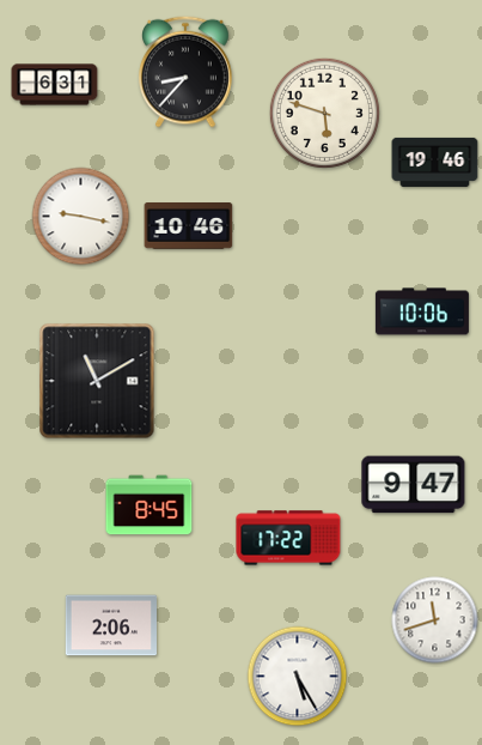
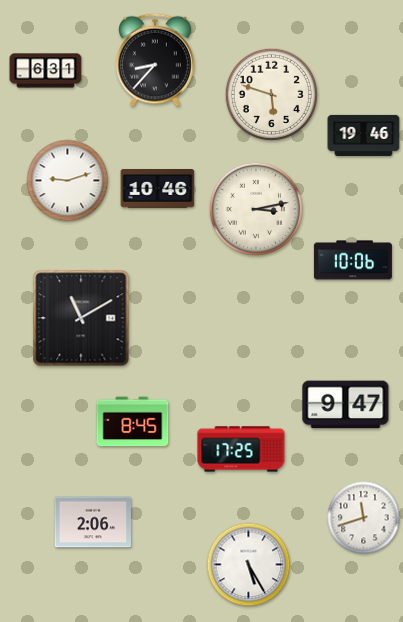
clock at (81, 217): 9:17 -> 9:12
clock at (256, 209): none -> 3:13
clock at (150, 505) position: (150, 505) -> (133, 422)
clock at (288, 538): 17:22 -> 17:25
